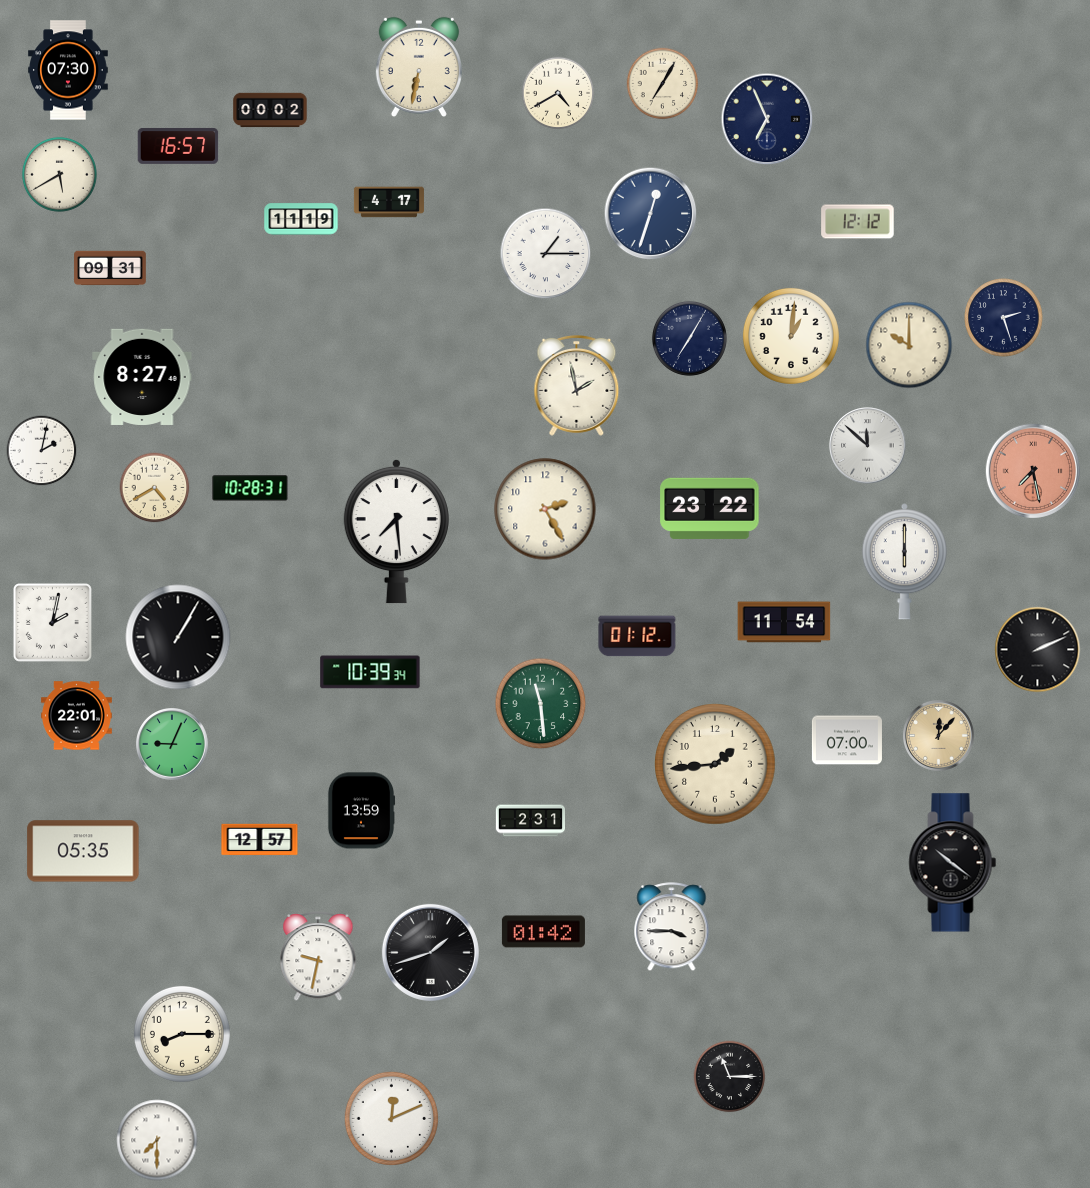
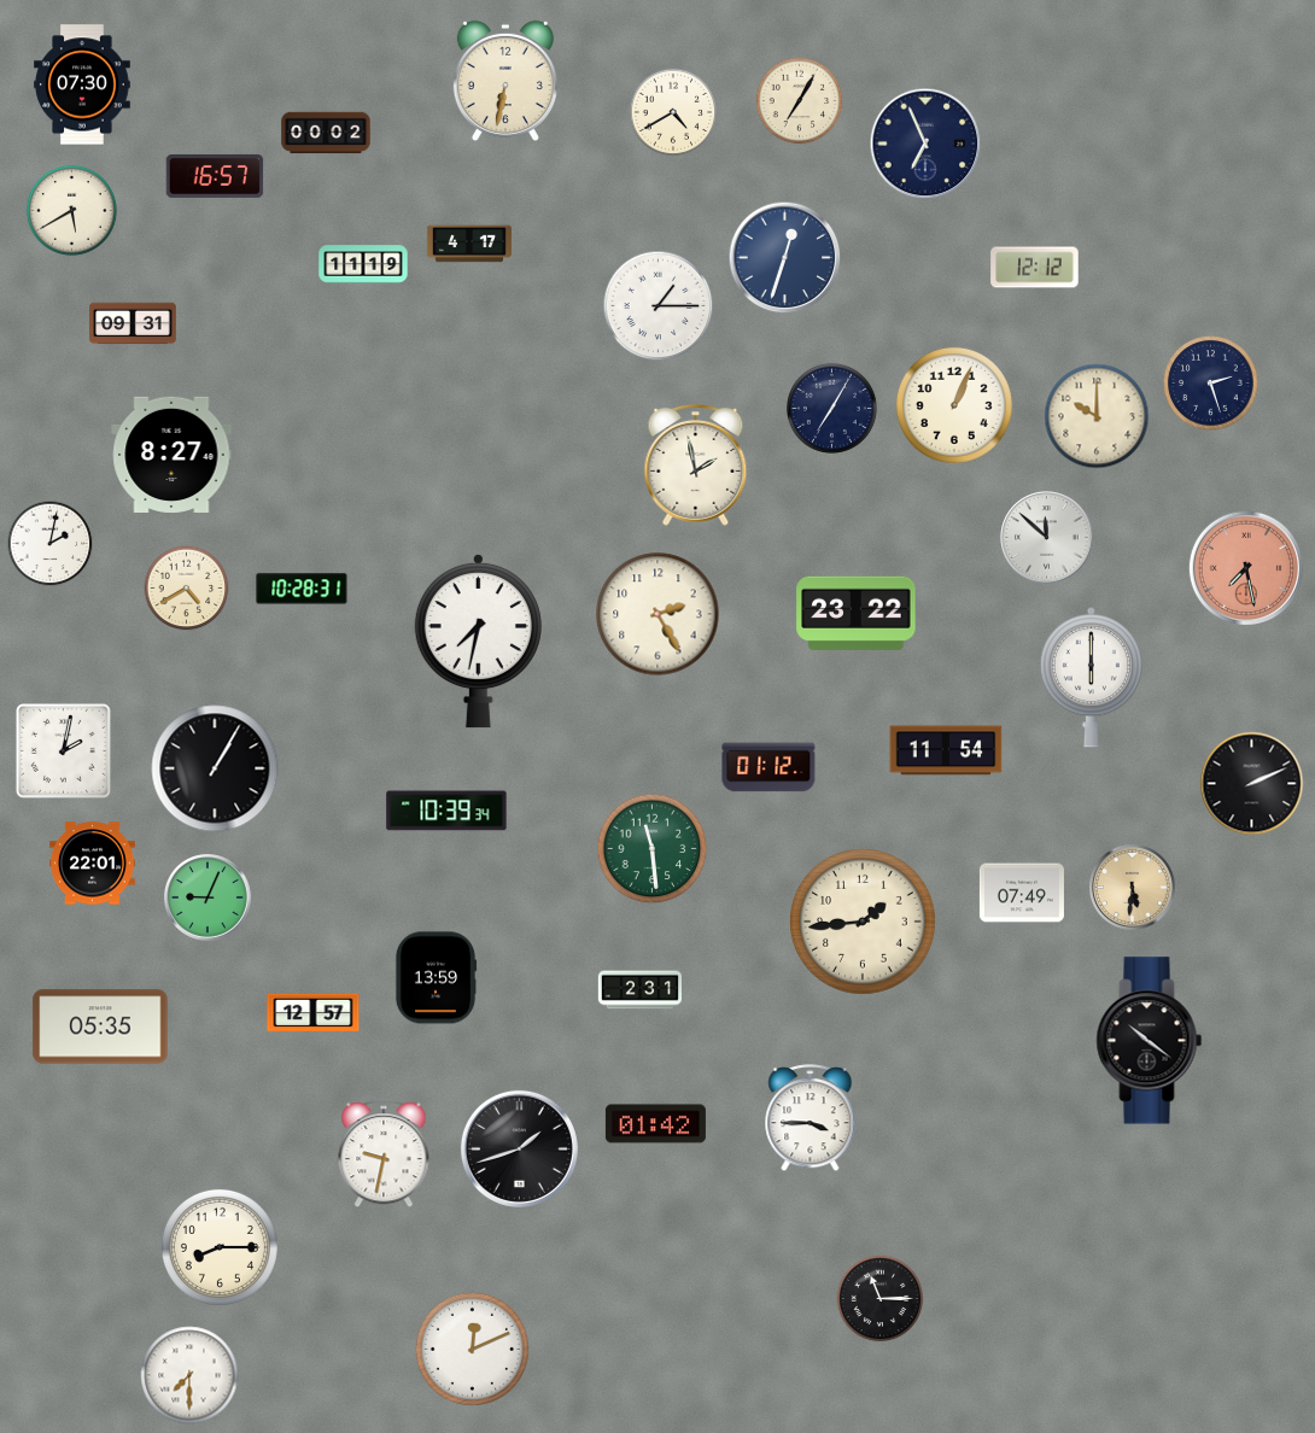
clock at (791, 336): 1:01 -> 1:04
clock at (396, 531): 7:29 -> 7:32
clock at (938, 735): 12:07 -> 5:31
clock at (847, 740): 07:00 -> 07:49
